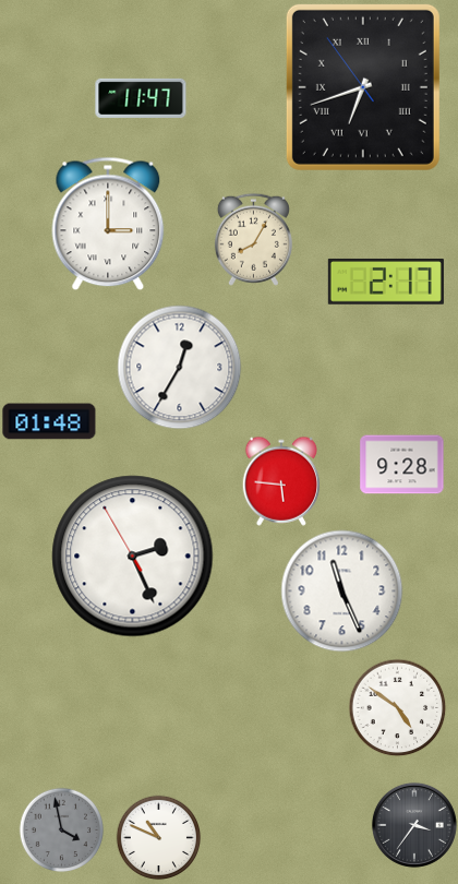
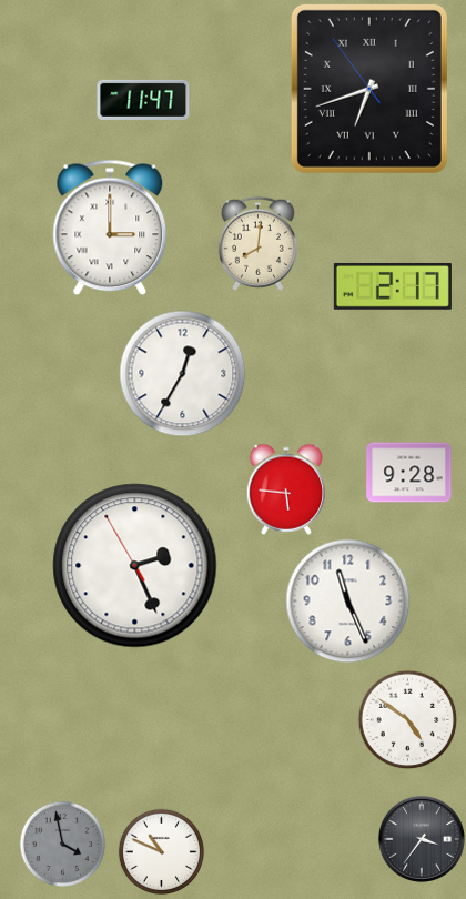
clock at (253, 239): 8:05 -> 8:01
clock at (49, 421): 01:48 -> none
clock at (397, 707) position: (397, 707) -> (407, 719)
